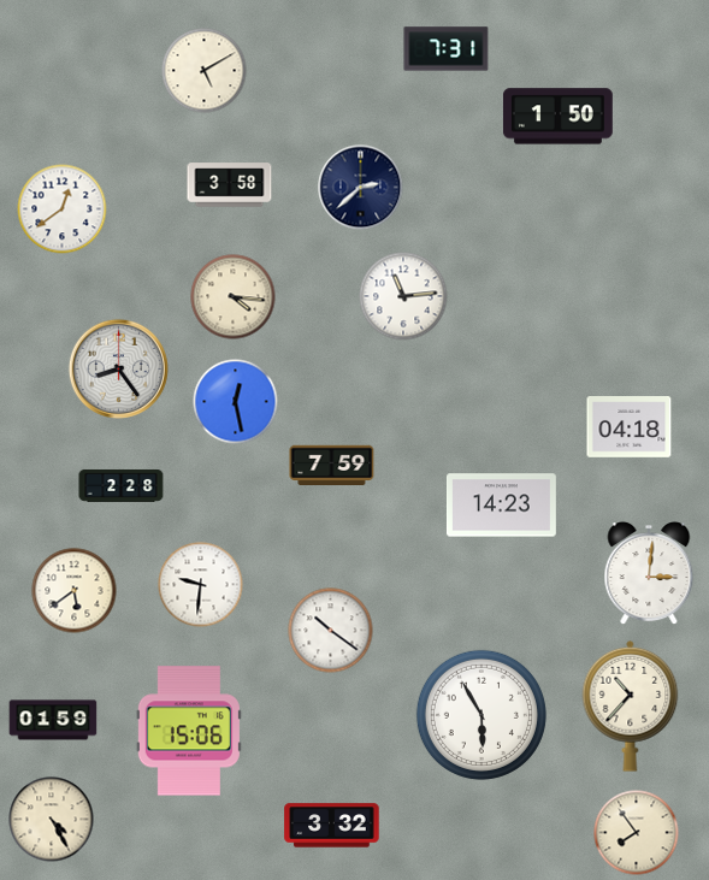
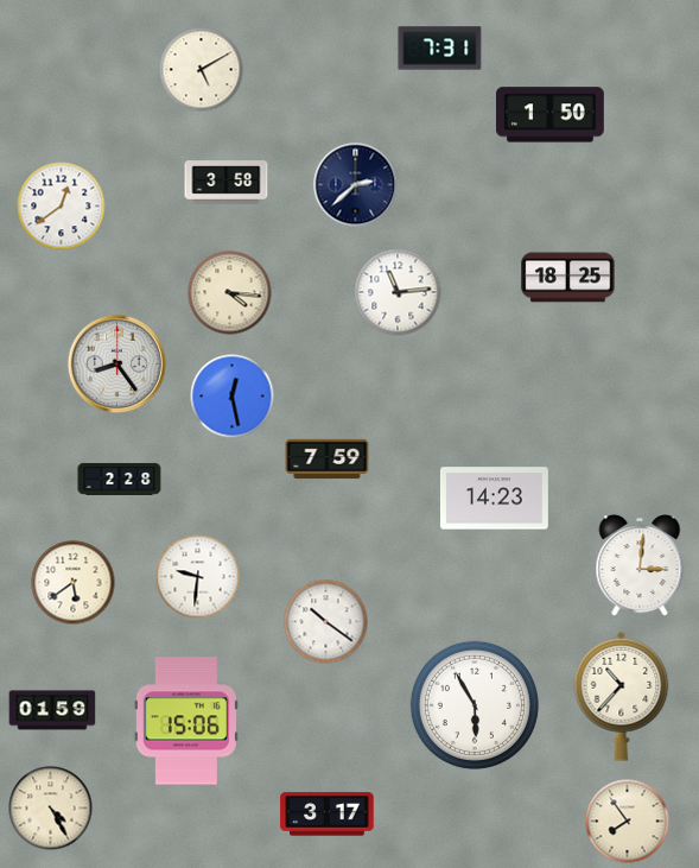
clock at (568, 278): none -> 18:25
clock at (630, 427): 04:18 -> none
clock at (332, 826): 3:32 -> 3:17
